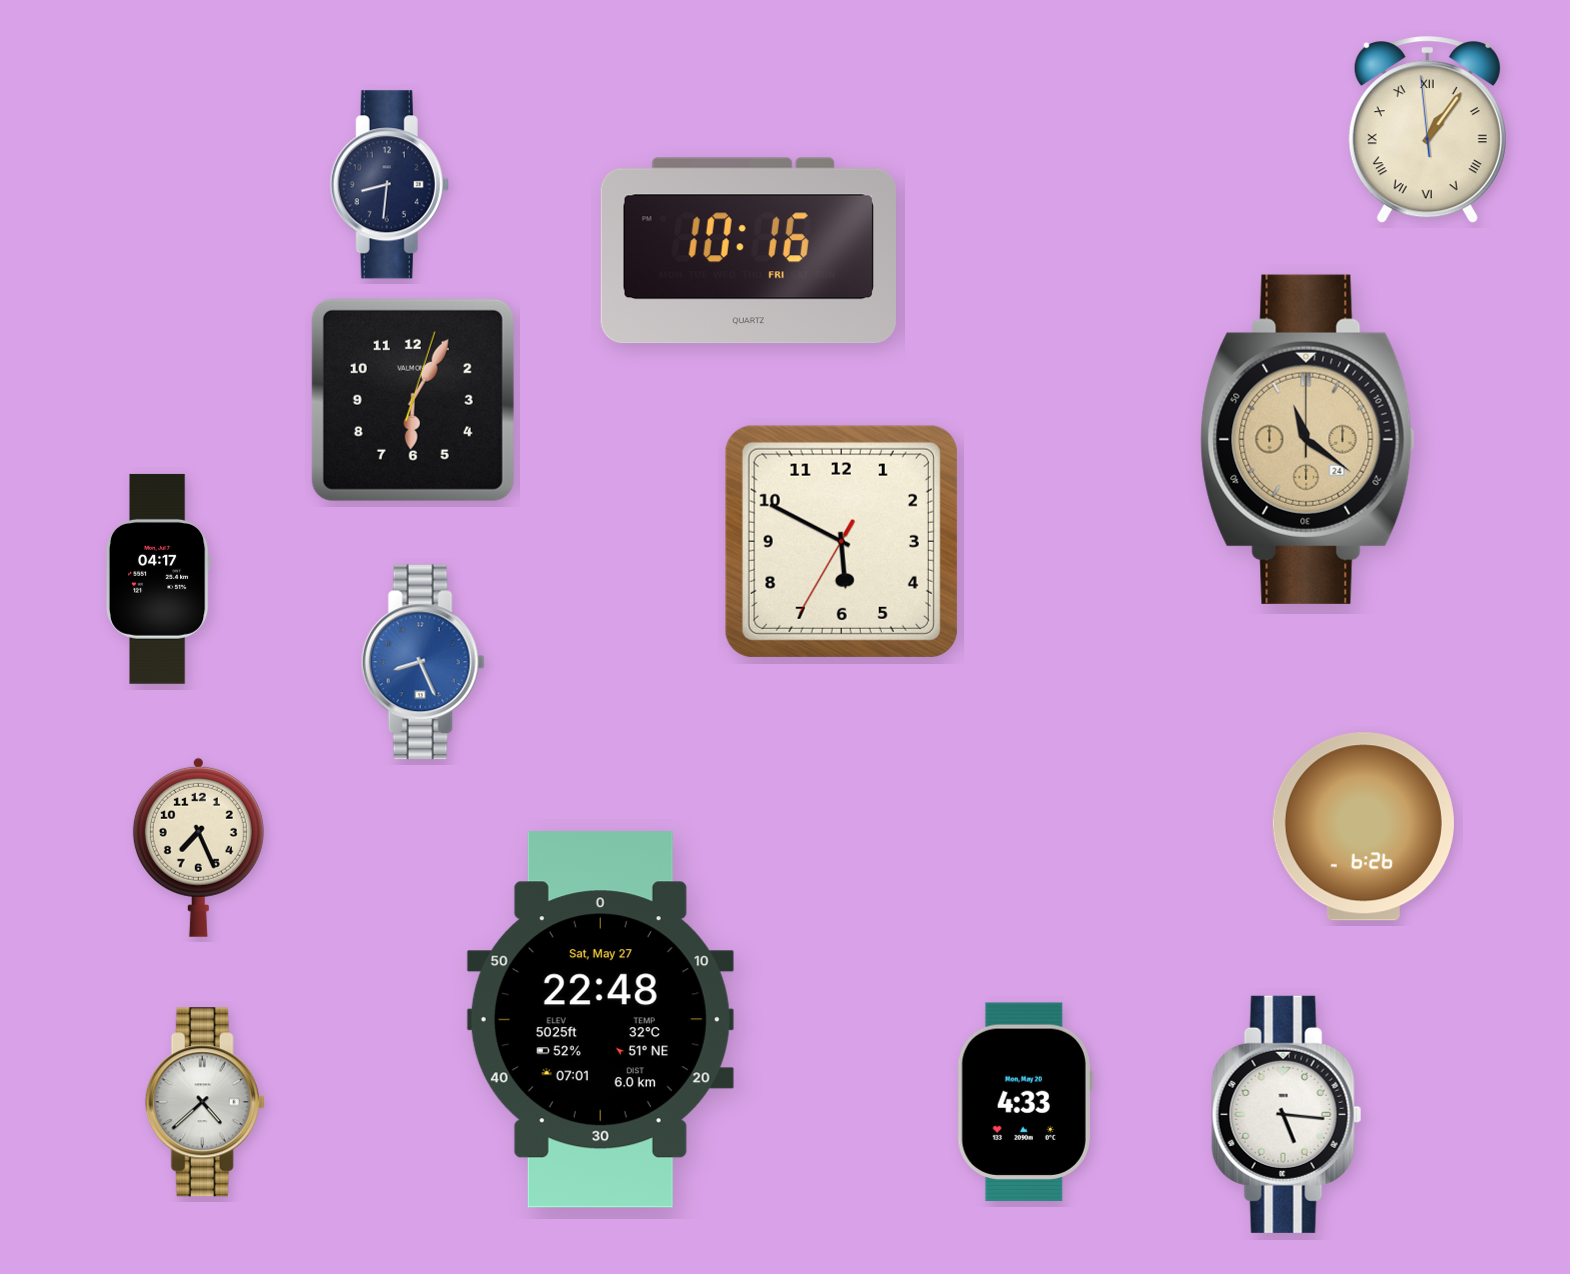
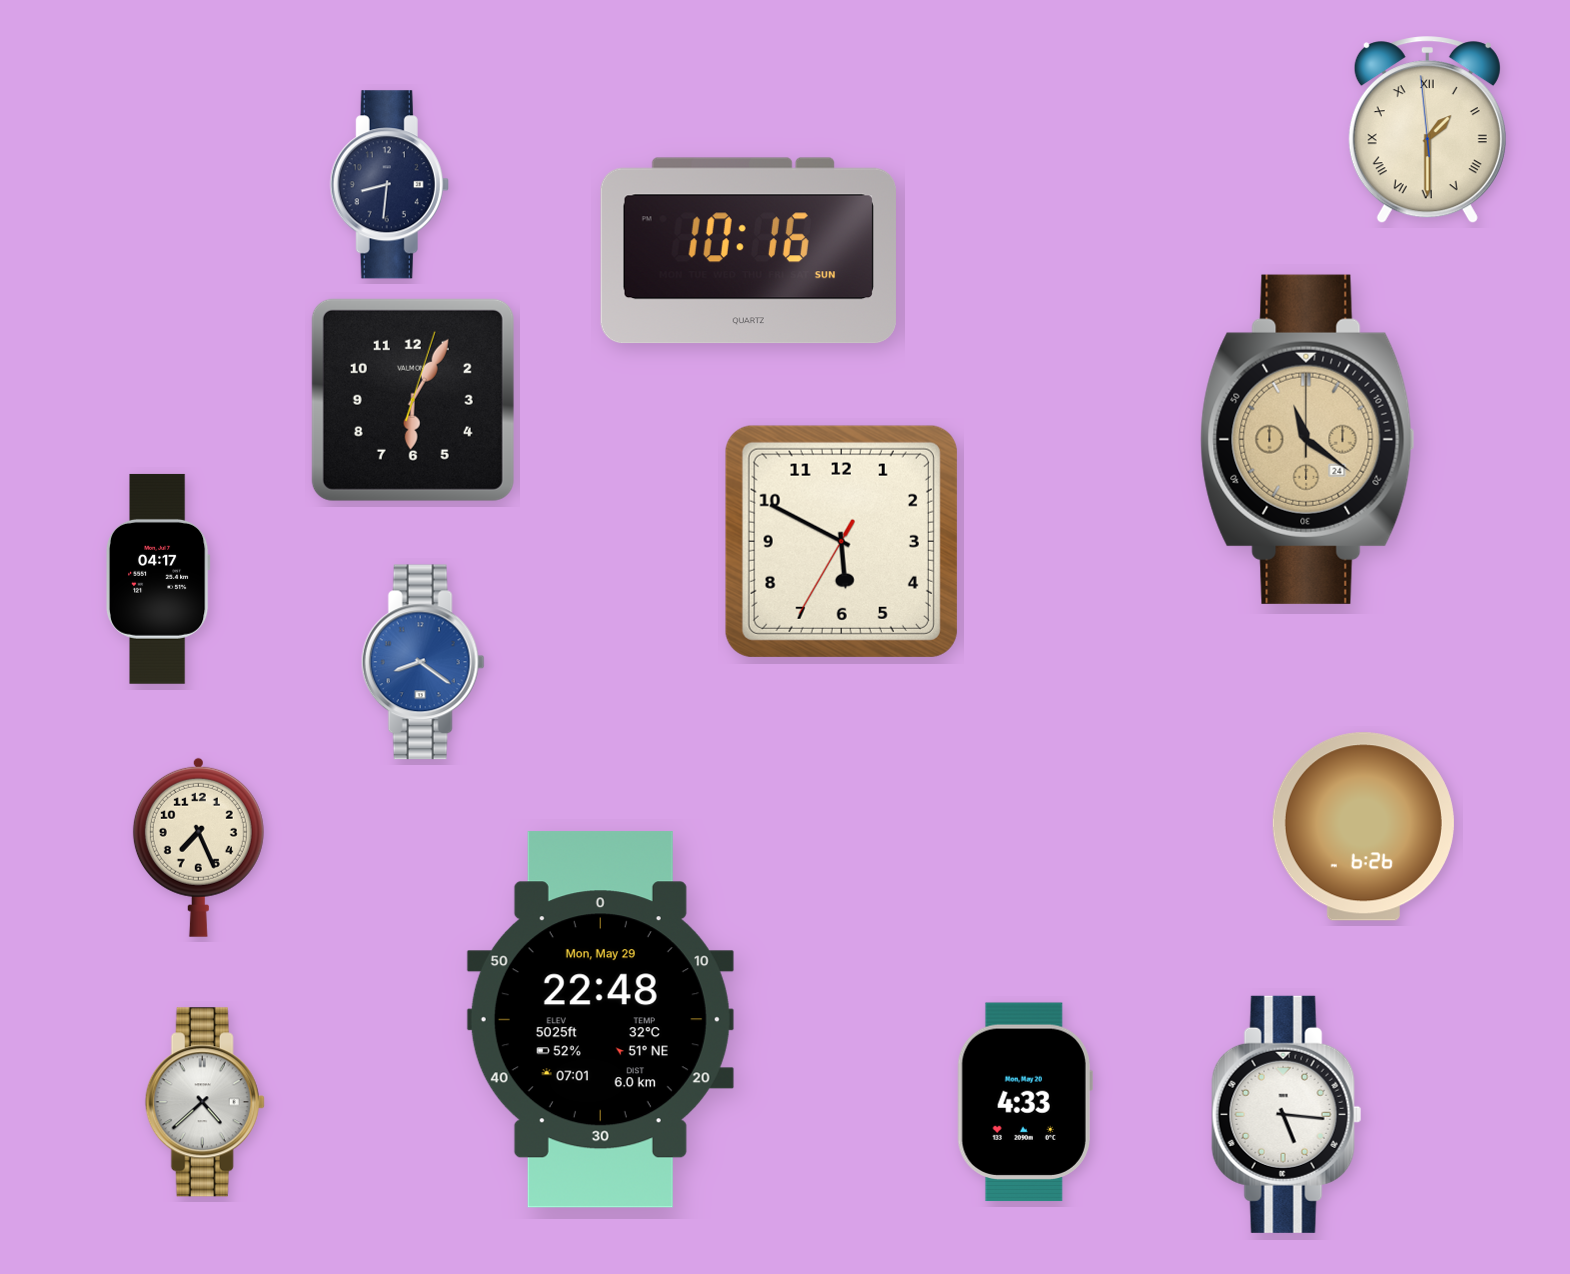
clock at (1427, 130): 1:05 -> 1:29
clock at (748, 251) date: FRI -> SUN
clock at (423, 662): 8:26 -> 8:21
clock at (600, 1020) date: Sat, May 27 -> Mon, May 29
